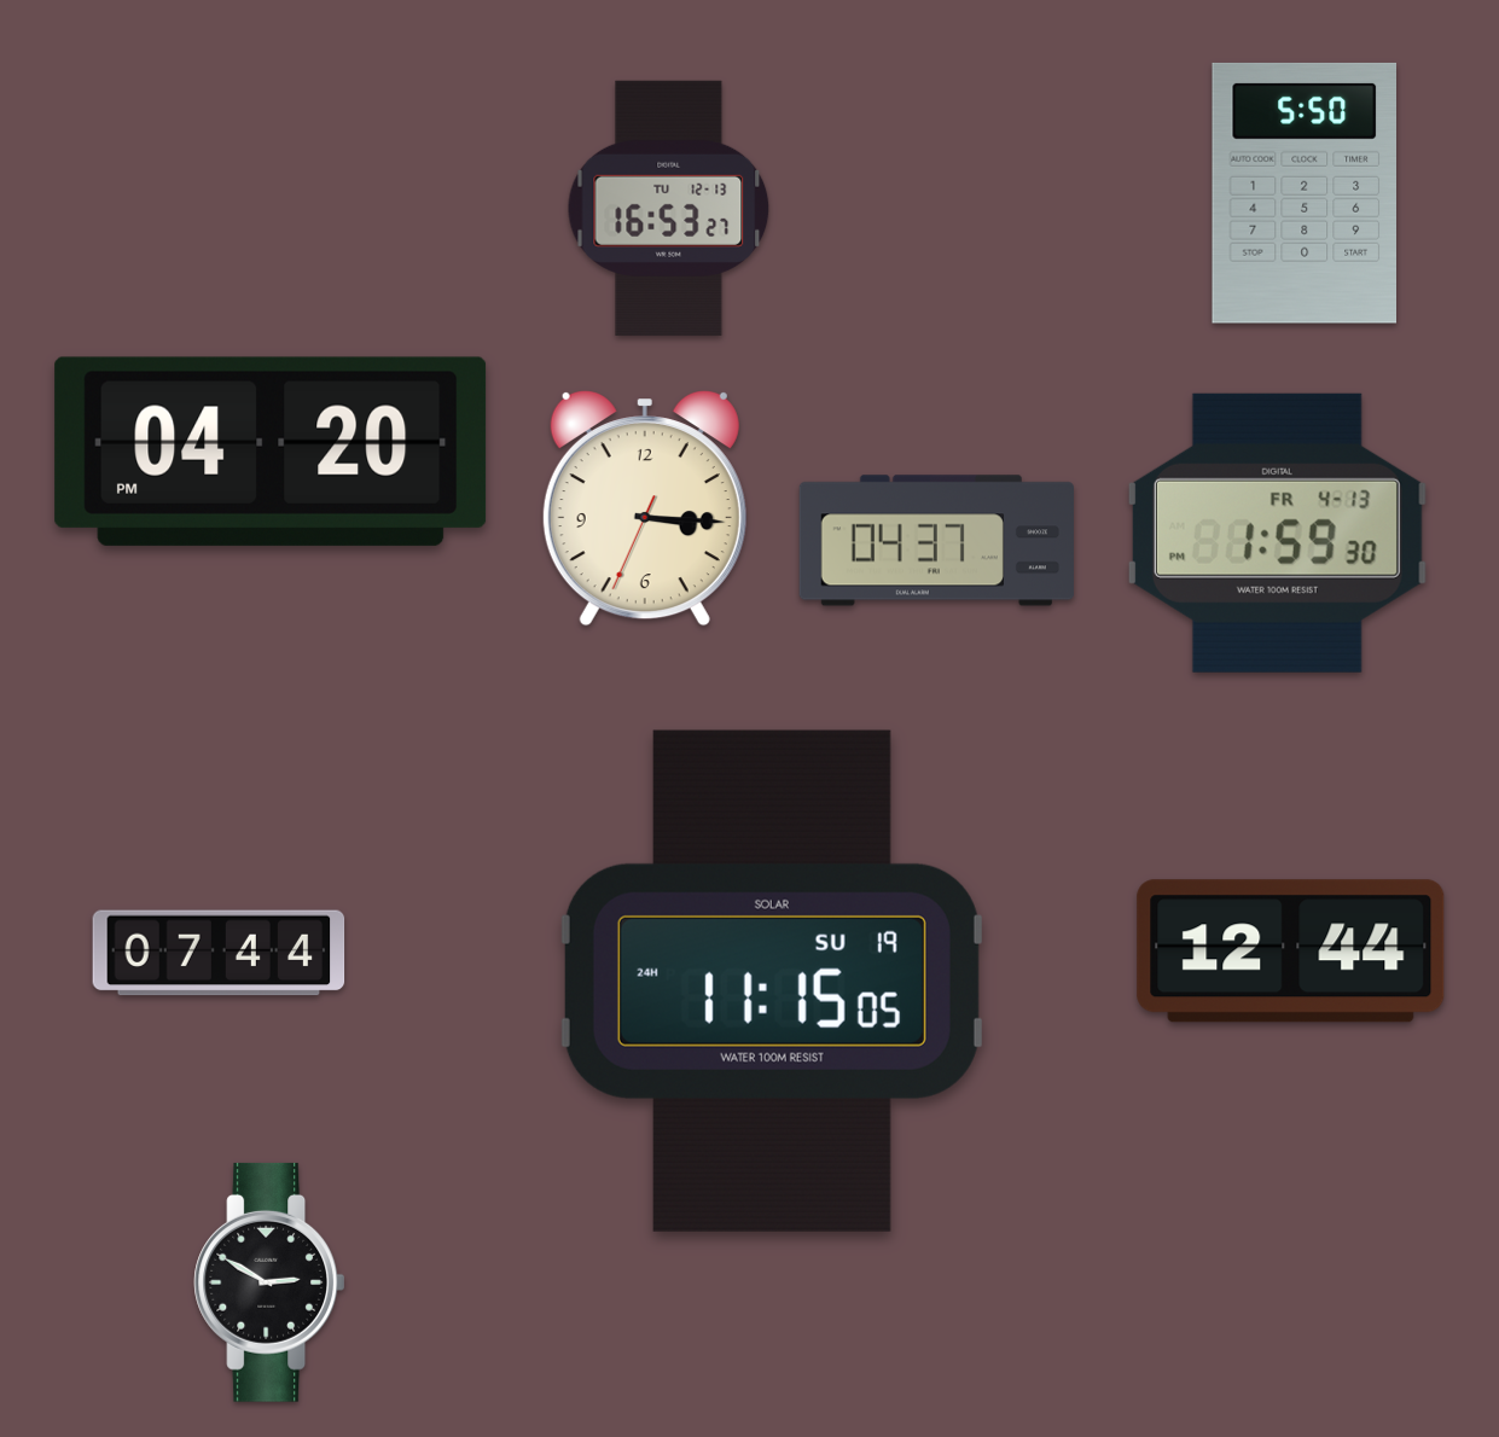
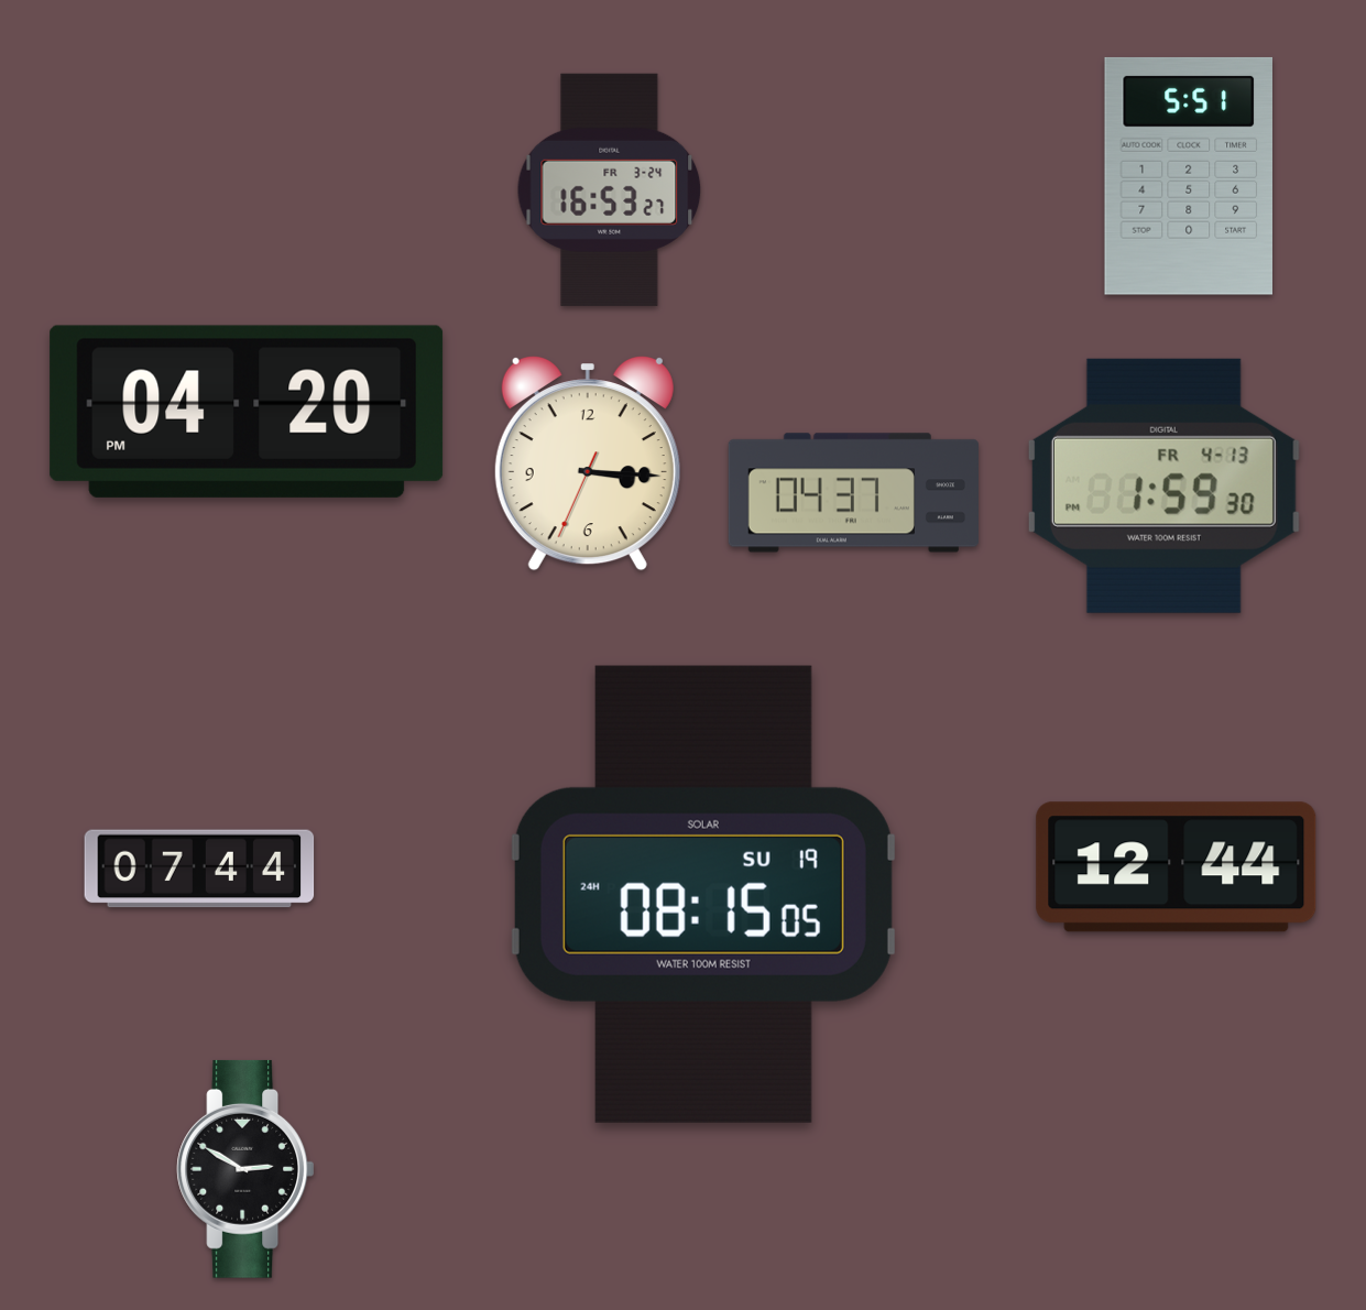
clock at (1303, 193): 5:50 -> 5:51
clock at (669, 208) date: TU 12-13 -> FR 3-24
clock at (772, 981): 11:15 -> 08:15
